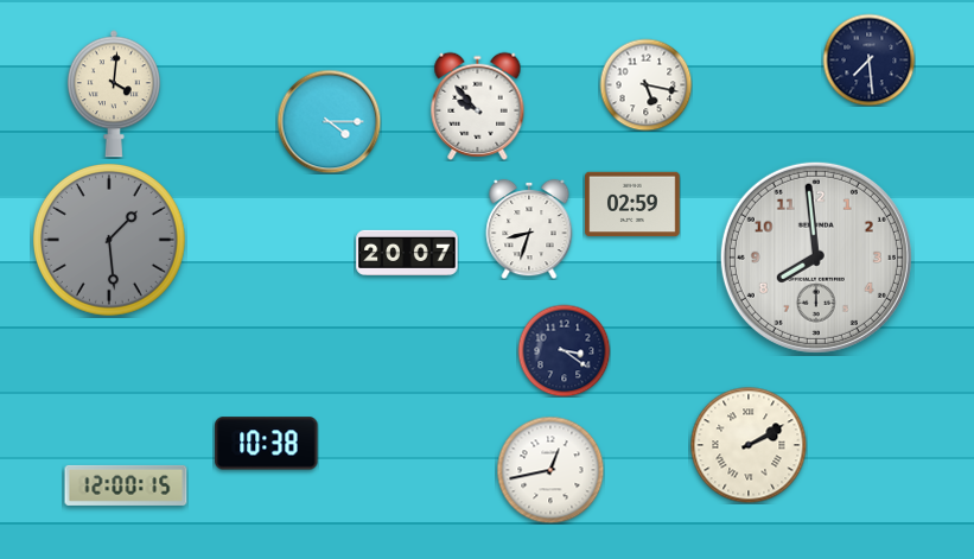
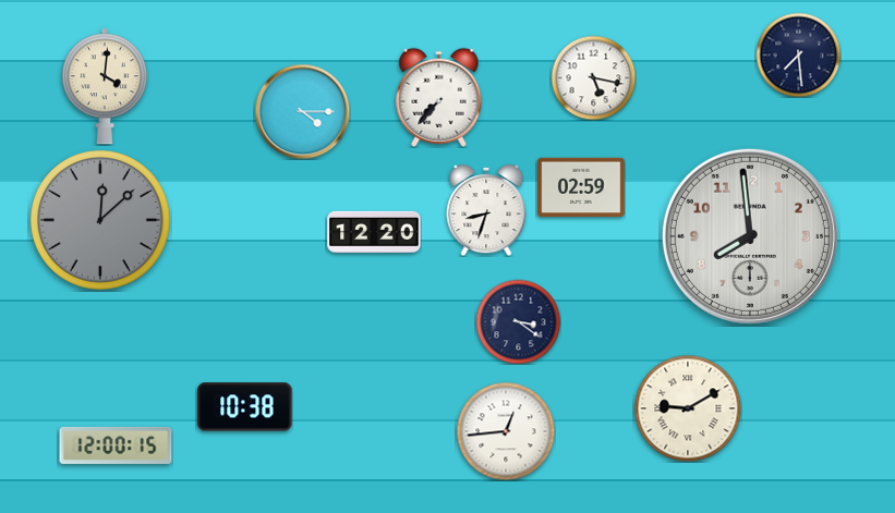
clock at (478, 106): 9:53 -> 7:37
clock at (110, 241): 1:29 -> 12:08
clock at (407, 253): 20:07 -> 12:20
clock at (749, 445): 2:10 -> 9:10
clock at (550, 470): 12:43 -> 12:44
